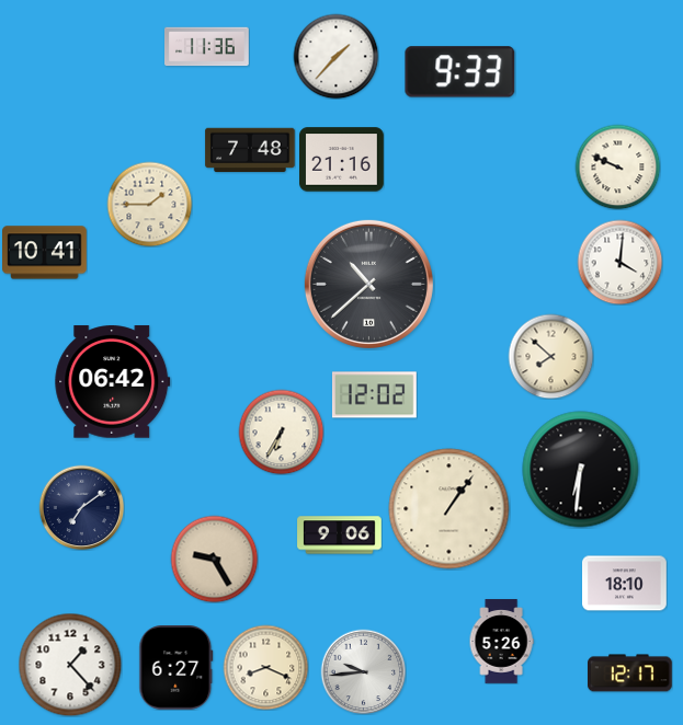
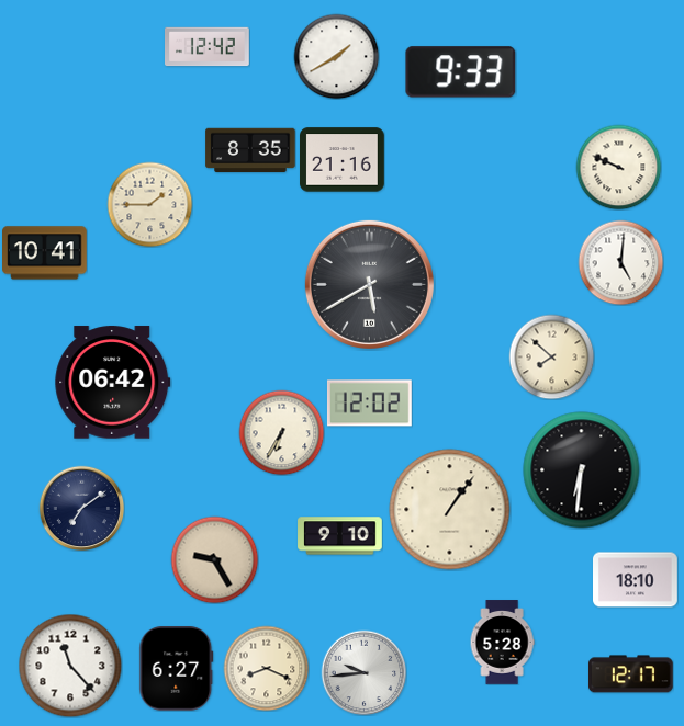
clock at (207, 47): 11:36 -> 12:42
clock at (335, 56): 1:37 -> 1:40
clock at (250, 150): 7:48 -> 8:35
clock at (619, 262): 4:01 -> 5:01
clock at (368, 284): 10:38 -> 5:40
clock at (374, 395) position: (374, 395) -> (369, 404)
clock at (340, 536): 9:06 -> 9:10
clock at (625, 584) position: (625, 584) -> (636, 580)
clock at (501, 642): 5:26 -> 5:28
clock at (70, 665): 1:23 -> 11:23
